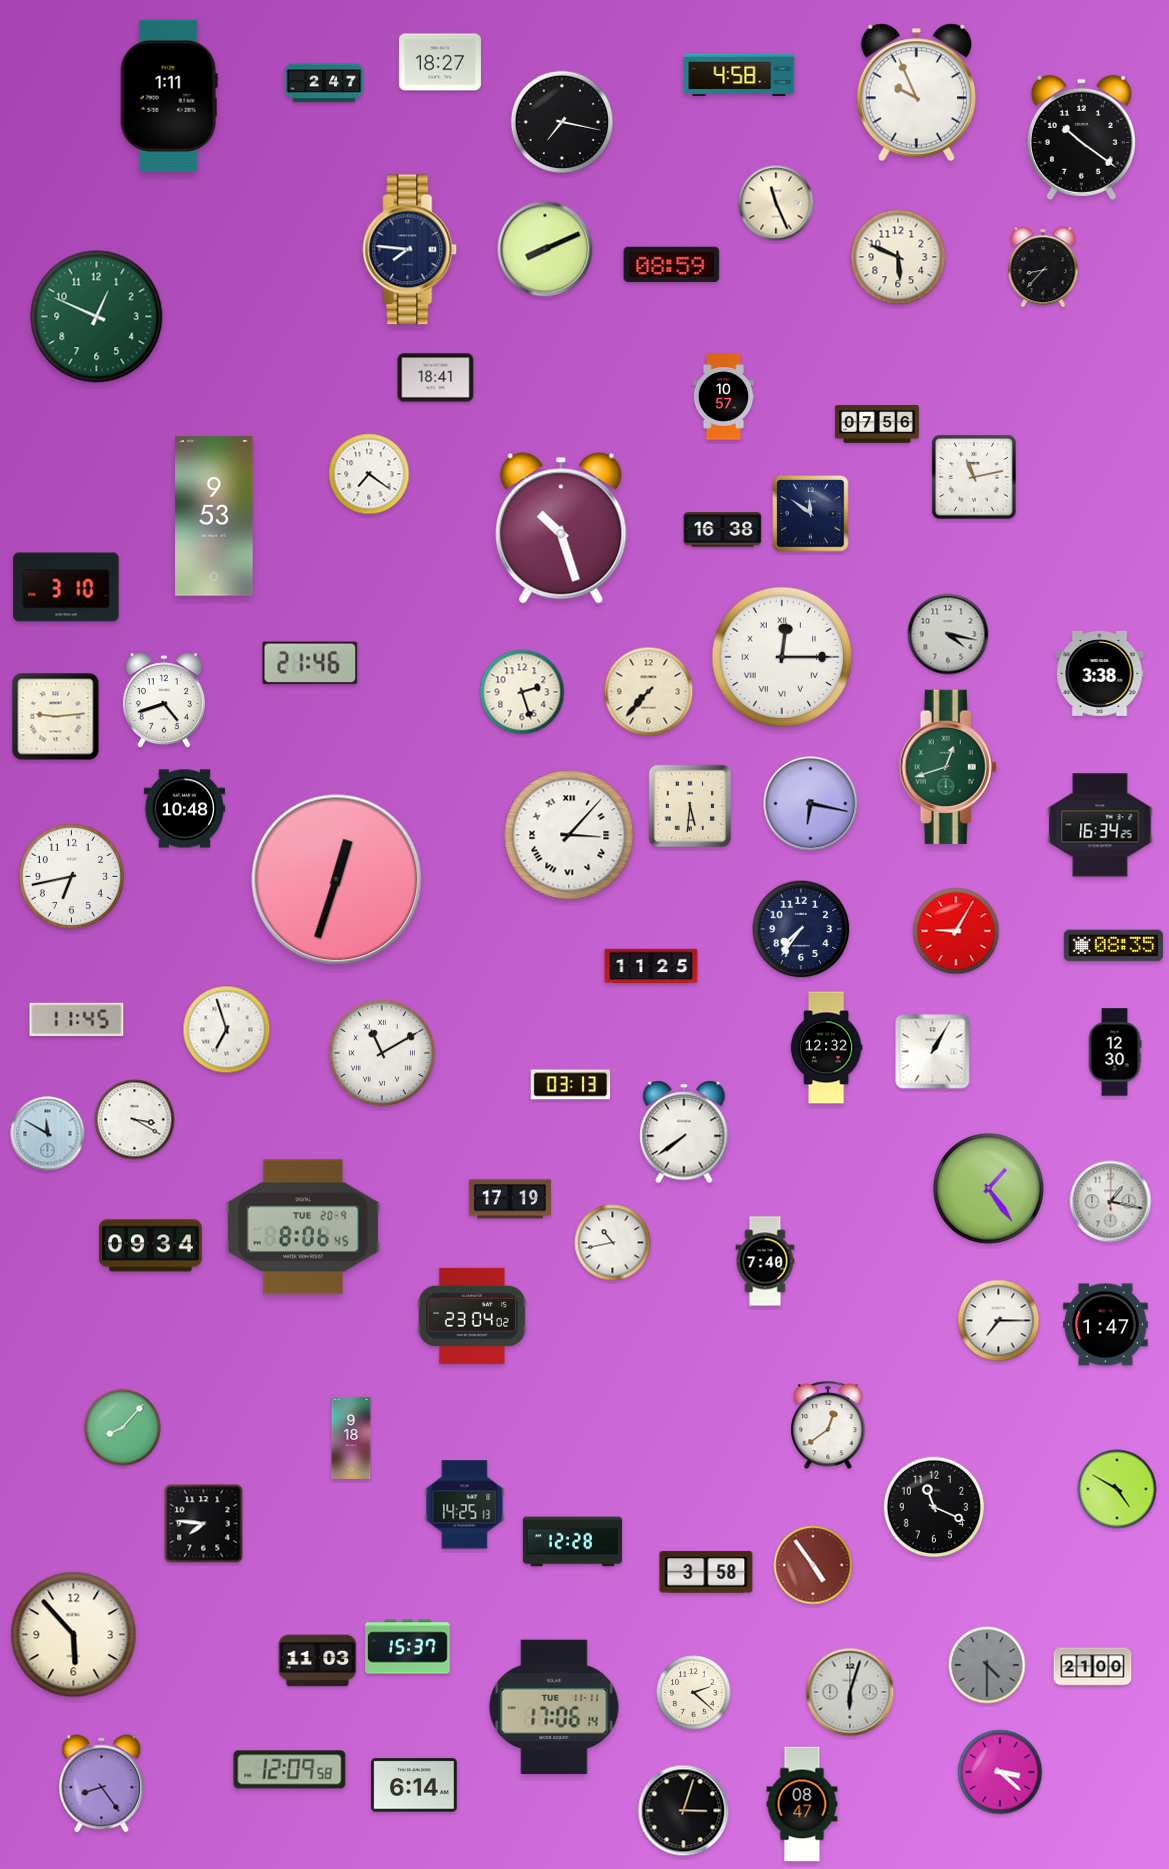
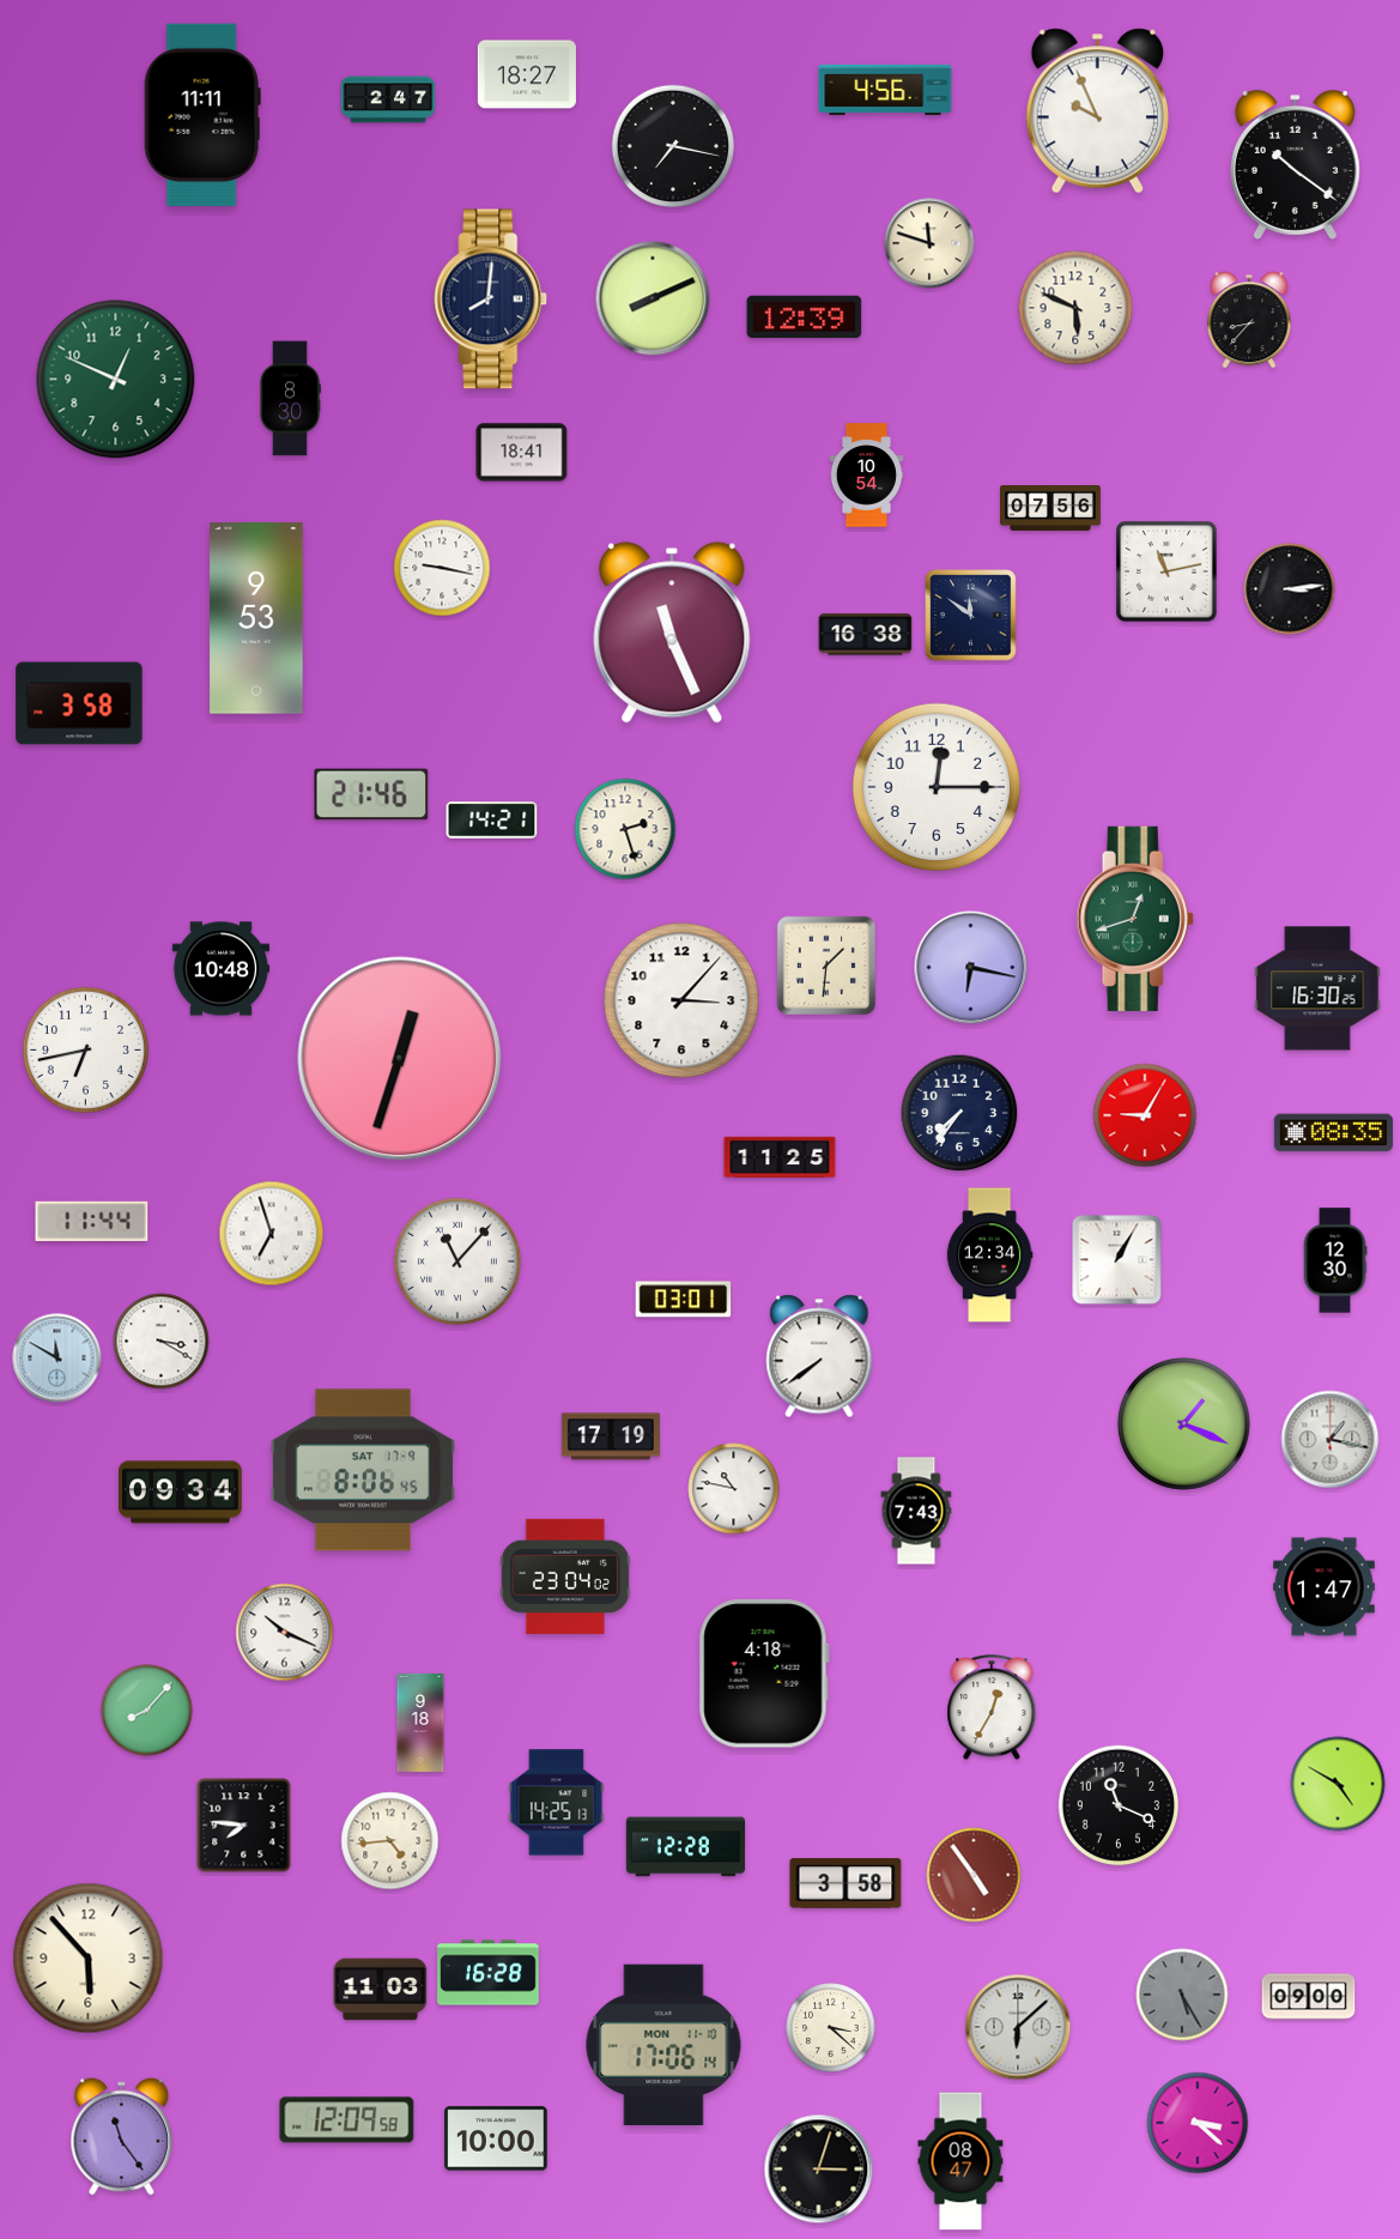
clock at (739, 74): 4:58 -> 4:56
clock at (169, 96): 1:11 -> 11:11
clock at (776, 203): 11:26 -> 11:48
clock at (410, 250): 7:46 -> 8:01
clock at (672, 264): 08:59 -> 12:39
clock at (290, 399): none -> 8:30
clock at (723, 397): 10:57 -> 10:54
clock at (369, 474): 7:21 -> 9:17
clock at (1290, 589): none -> 3:14
clock at (561, 528): 10:27 -> 11:26
clock at (66, 587): 3:10 -> 3:58
clock at (948, 634): 4:17 -> none
clock at (782, 657) numerals: Roman -> Arabic
clock at (1100, 673): 3:38 -> none
clock at (492, 821): none -> 14:21
clock at (649, 692): 7:37 -> none
clock at (164, 701): 4:42 -> none
clock at (56, 717): 9:14 -> none
clock at (811, 804) position: (811, 804) -> (971, 968)
clock at (689, 805): 5:31 -> 1:31
clock at (1100, 825): 16:34 -> 16:30
clock at (569, 835) numerals: Roman -> Arabic
clock at (337, 880) position: (337, 880) -> (400, 1059)
clock at (77, 1019): 11:45 -> 11:44
clock at (826, 1048): 12:32 -> 12:34
clock at (382, 1053): 11:10 -> 11:07
clock at (571, 1085): 03:13 -> 03:01
clock at (988, 1188): 1:24 -> 1:19
clock at (303, 1227) date: TUE 20-9 -> SAT 17-9
clock at (613, 1243): 10:43 -> 10:47
clock at (765, 1261): 7:40 -> 7:43
clock at (999, 1321): 7:15 -> none
clock at (285, 1633): none -> 10:19
clock at (764, 1674): none -> 4:18
clock at (828, 1426): 12:39 -> 12:35
clock at (390, 1841): none -> 4:44
clock at (408, 1647): 15:37 -> 16:28
clock at (987, 1665): 4:30 -> 5:25
clock at (1093, 1667): 21:00 -> 09:00
clock at (850, 1692): 6:03 -> 6:08
clock at (694, 1693): 2:22 -> 3:22
clock at (554, 1707) date: TUE 11-11 -> MON 11-10
clock at (102, 1784): 8:24 -> 11:24
clock at (414, 1785): 6:14 -> 10:00
